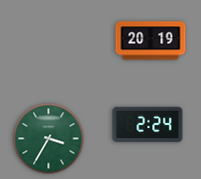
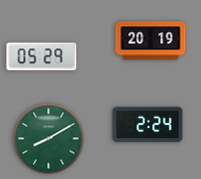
clock at (42, 57): none -> 05:29
clock at (49, 139): 3:35 -> 8:10
